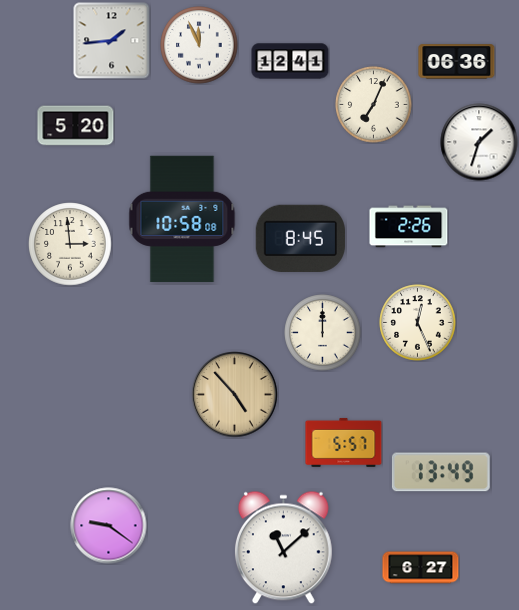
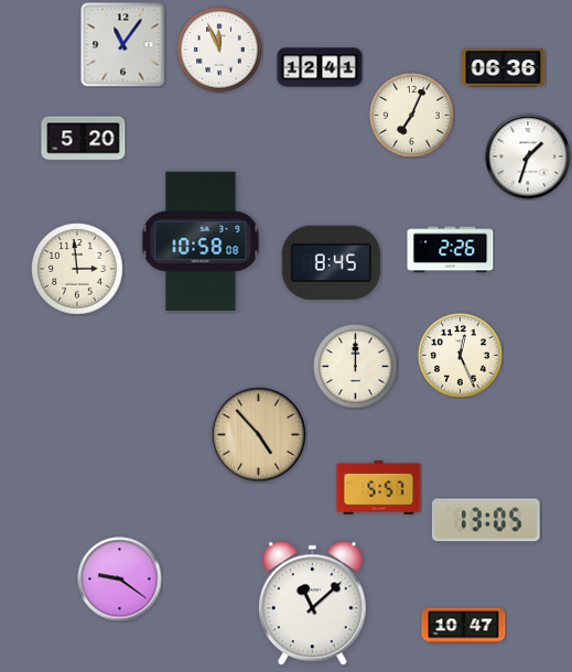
clock at (112, 41): 1:44 -> 11:06
clock at (441, 472): 13:49 -> 13:05
clock at (421, 568): 6:27 -> 10:47
